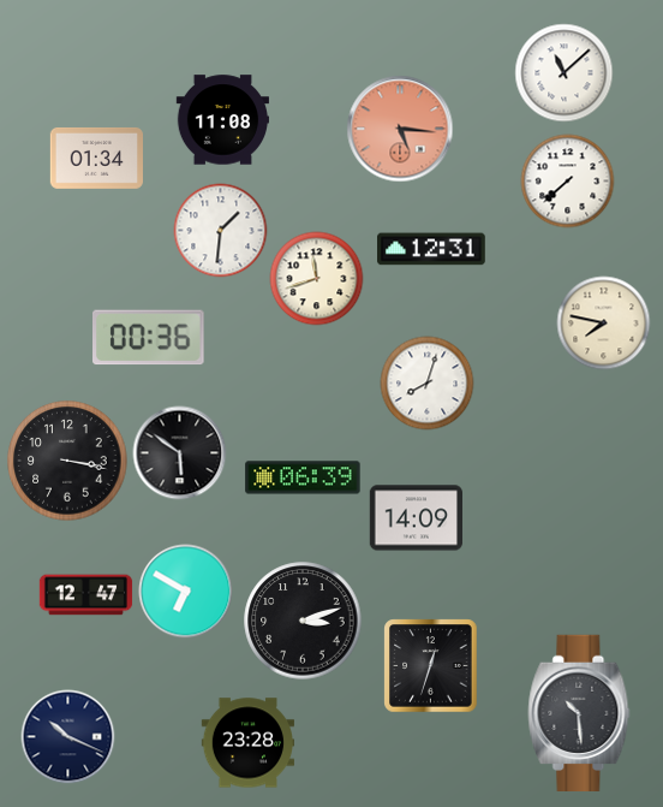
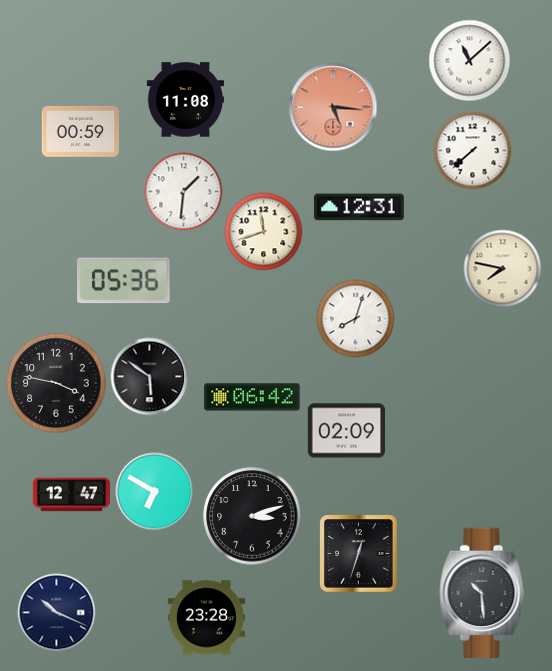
clock at (96, 158): 01:34 -> 00:59
clock at (149, 338): 00:36 -> 05:36
clock at (67, 461): 3:17 -> 3:47
clock at (303, 477): 06:39 -> 06:42
clock at (416, 518): 14:09 -> 02:09
